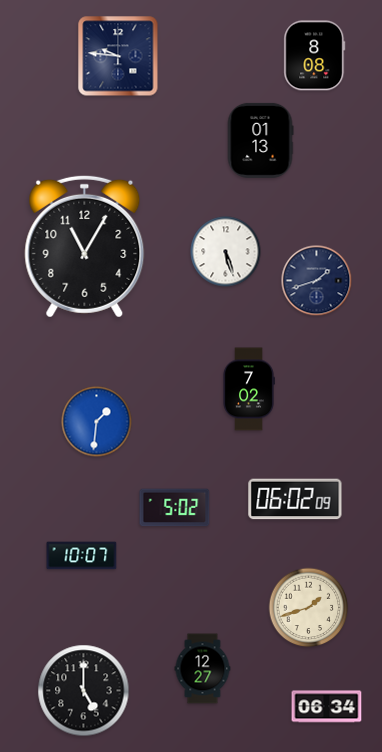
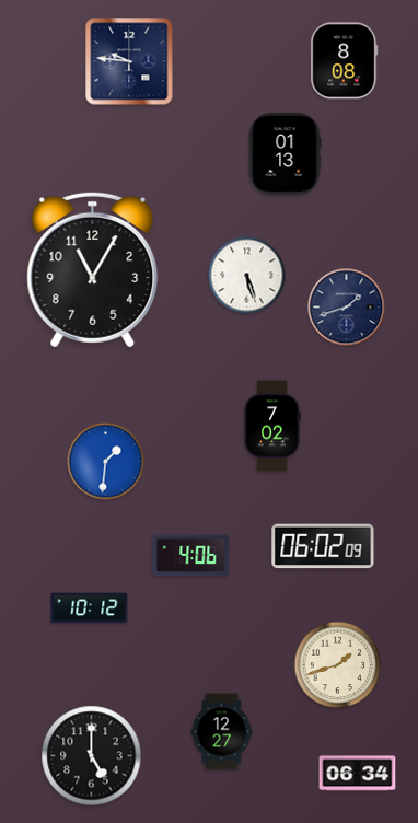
clock at (175, 508): 5:02 -> 4:06
clock at (82, 556): 10:07 -> 10:12
